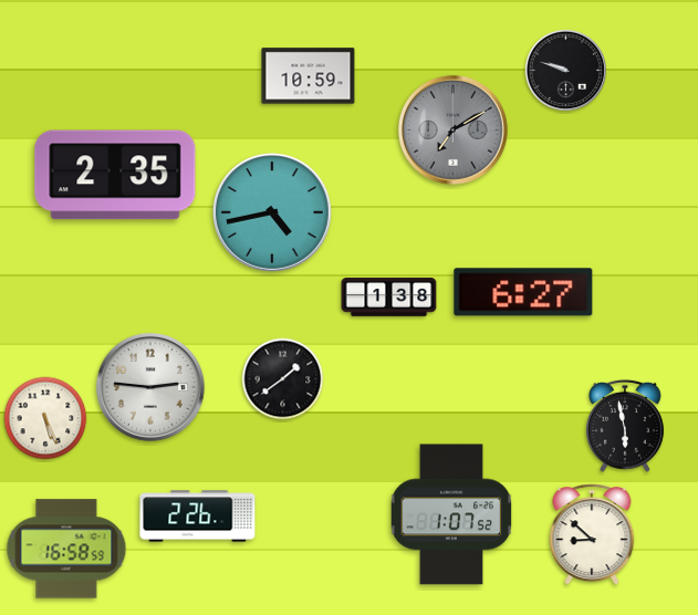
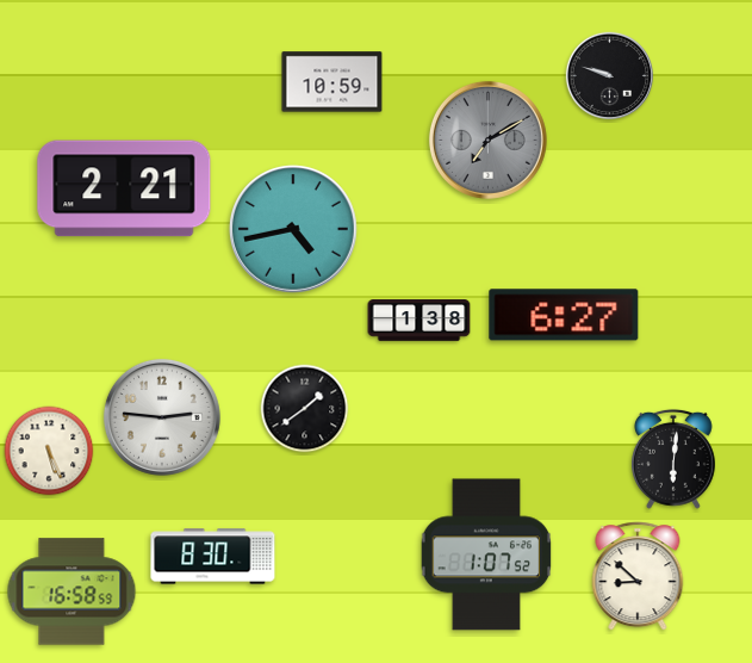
clock at (115, 175): 2:35 -> 2:21
clock at (625, 426): 5:58 -> 6:01
clock at (198, 517): 2:26 -> 8:30
